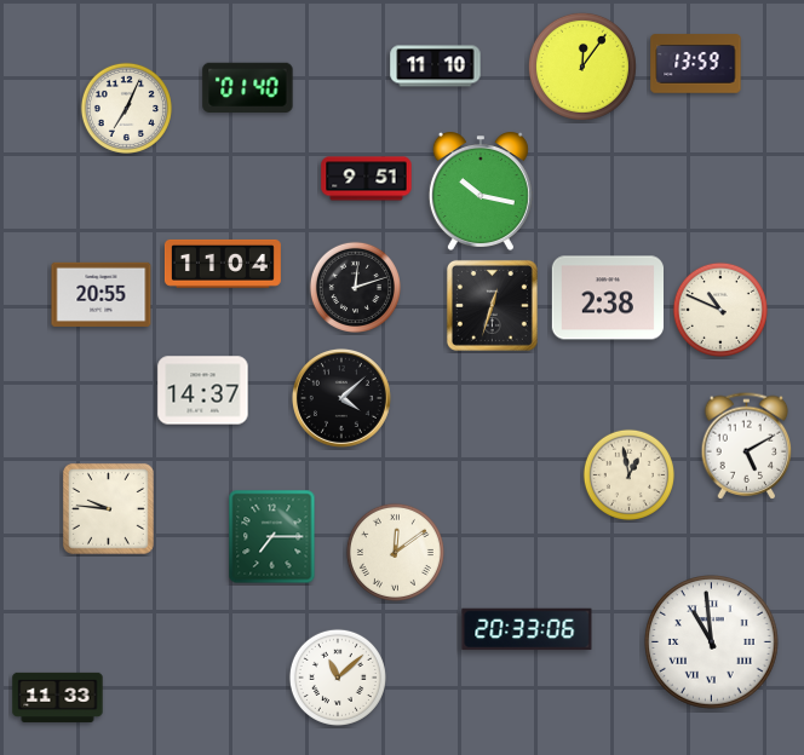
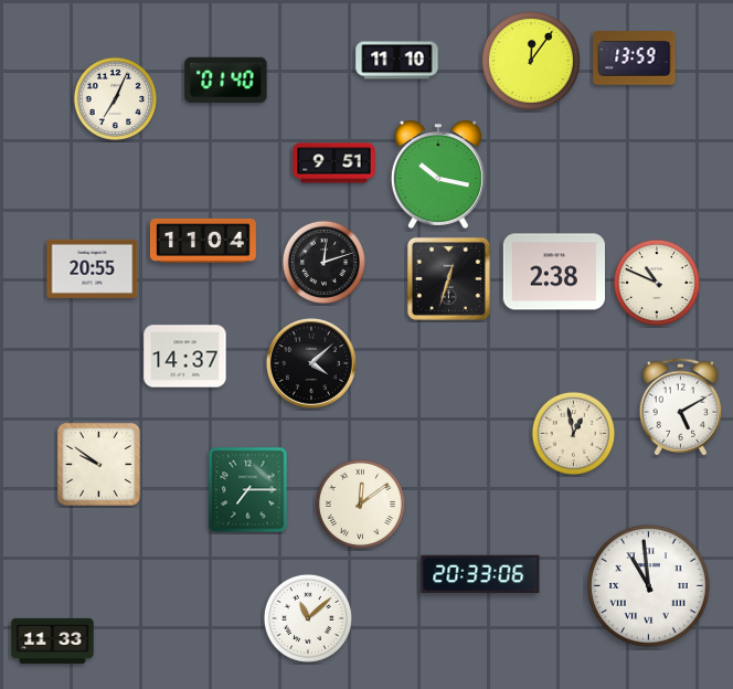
clock at (108, 508): 9:46 -> 9:51
clock at (58, 697) position: (58, 697) -> (53, 640)
